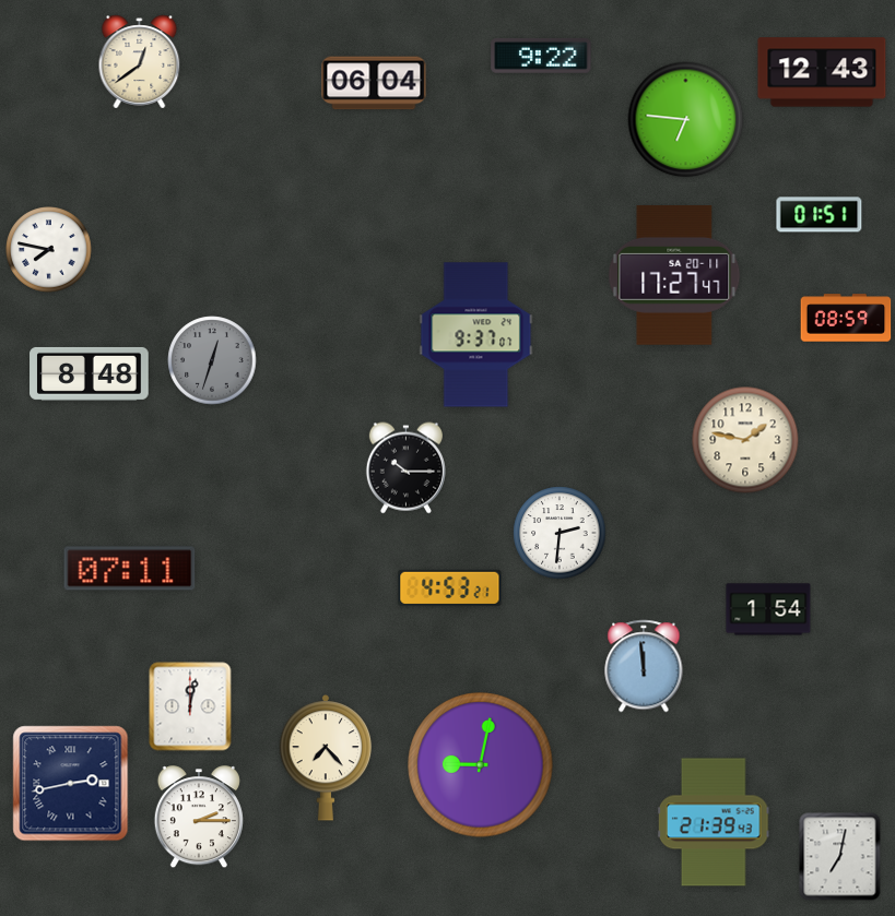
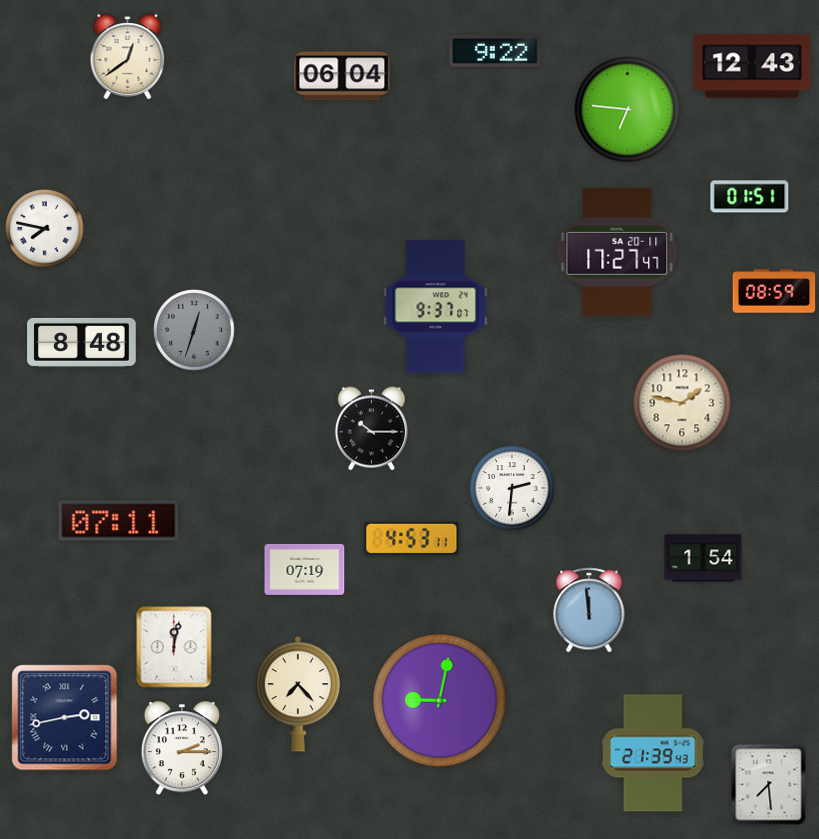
clock at (450, 587): 4:53:21 -> 4:53:11
clock at (305, 569): none -> 07:19
clock at (840, 857): 7:02 -> 7:29
